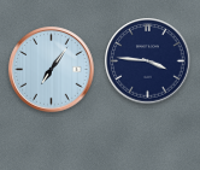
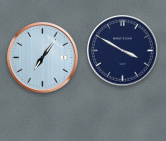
clock at (148, 61): 3:46 -> 3:50
